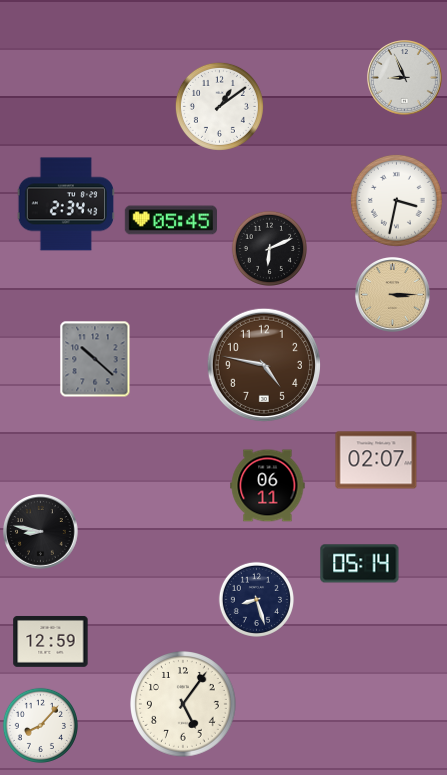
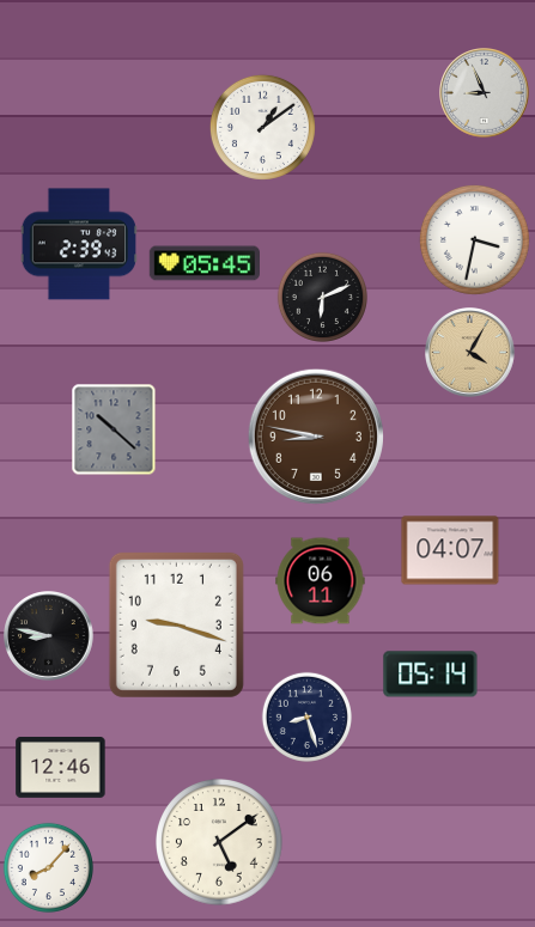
clock at (65, 204): 2:34 -> 2:39
clock at (393, 295): 3:15 -> 4:05
clock at (263, 364): 4:47 -> 8:47
clock at (376, 460): 02:07 -> 04:07
clock at (176, 624): none -> 9:18
clock at (51, 641): 12:59 -> 12:46
clock at (184, 705): 5:06 -> 5:09
